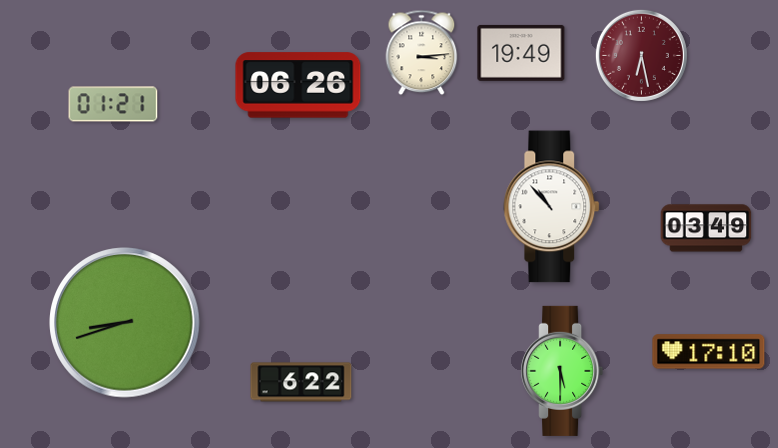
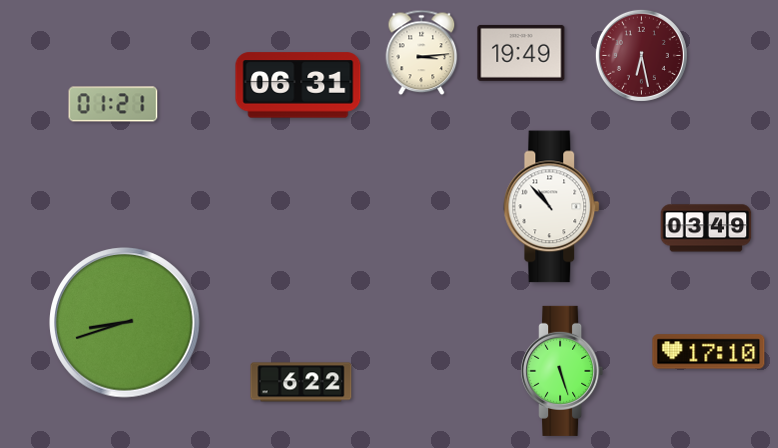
clock at (298, 85): 06:26 -> 06:31
clock at (562, 371): 5:30 -> 5:27
